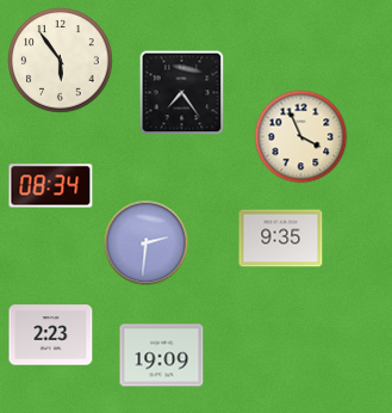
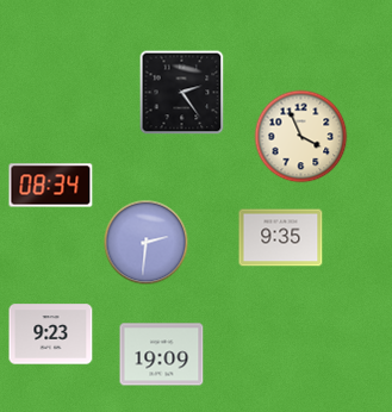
clock at (61, 61): 5:54 -> none
clock at (182, 93): 7:24 -> 2:24
clock at (51, 335): 2:23 -> 9:23
